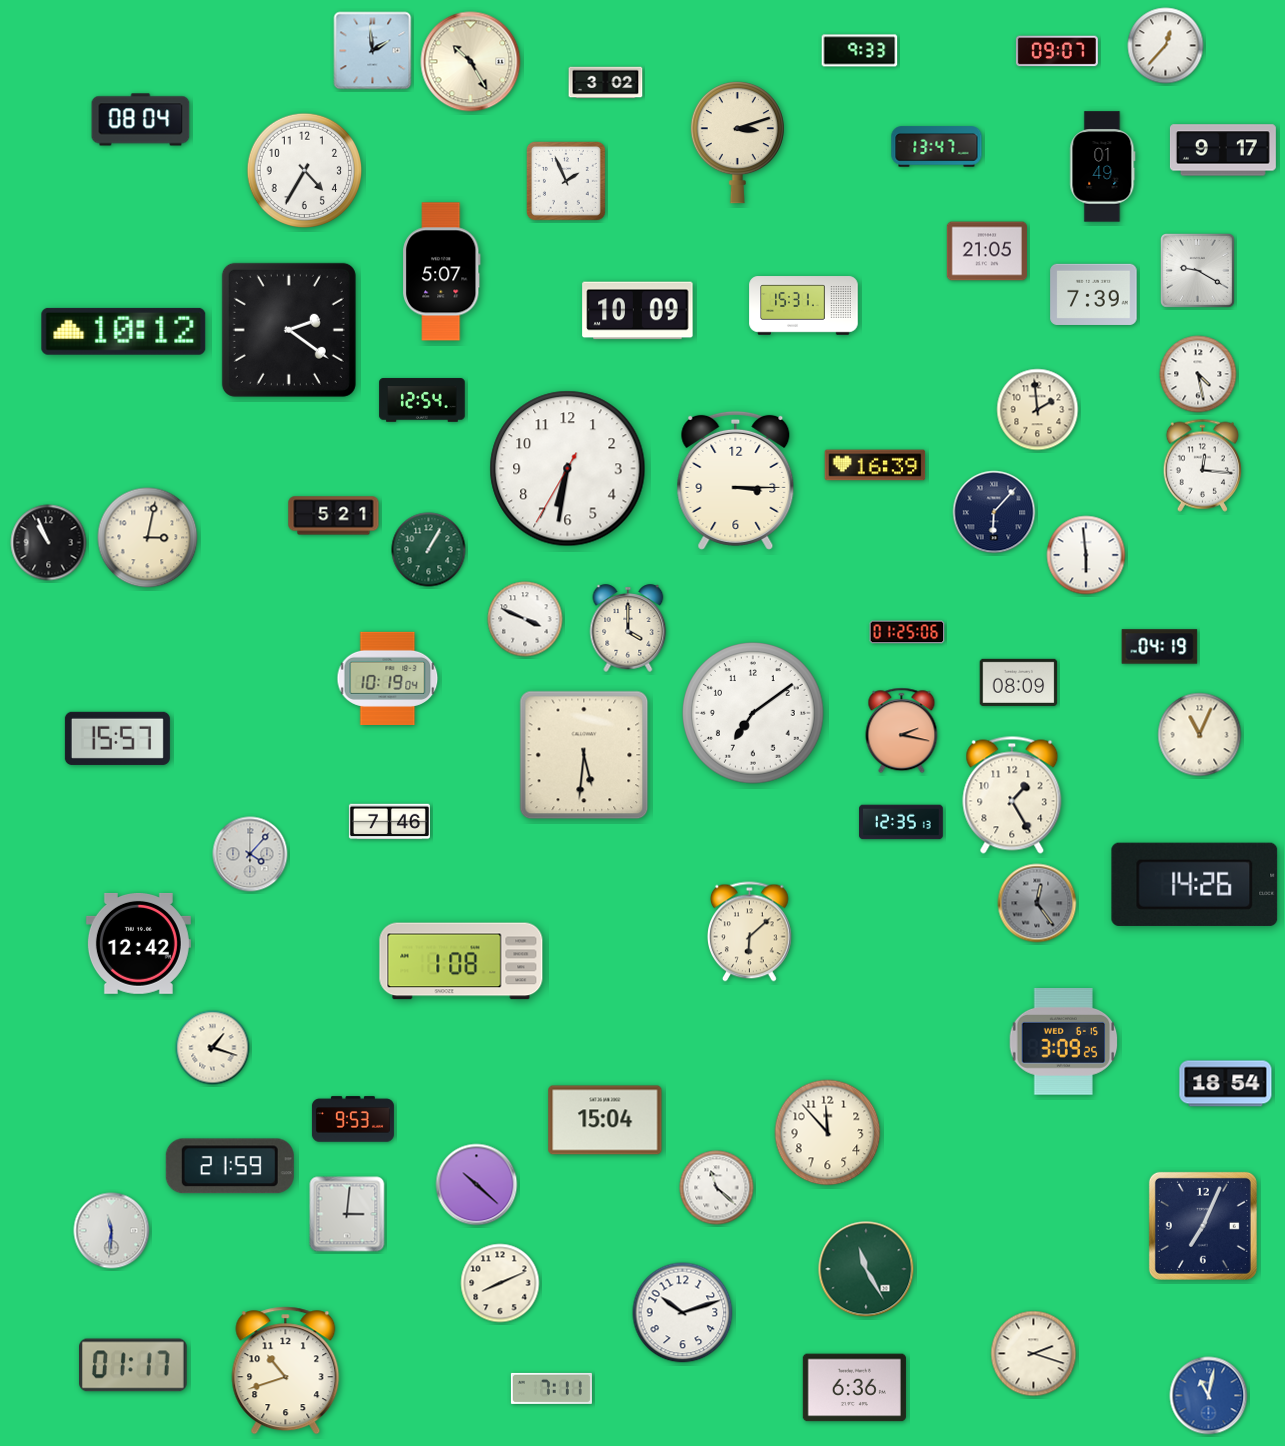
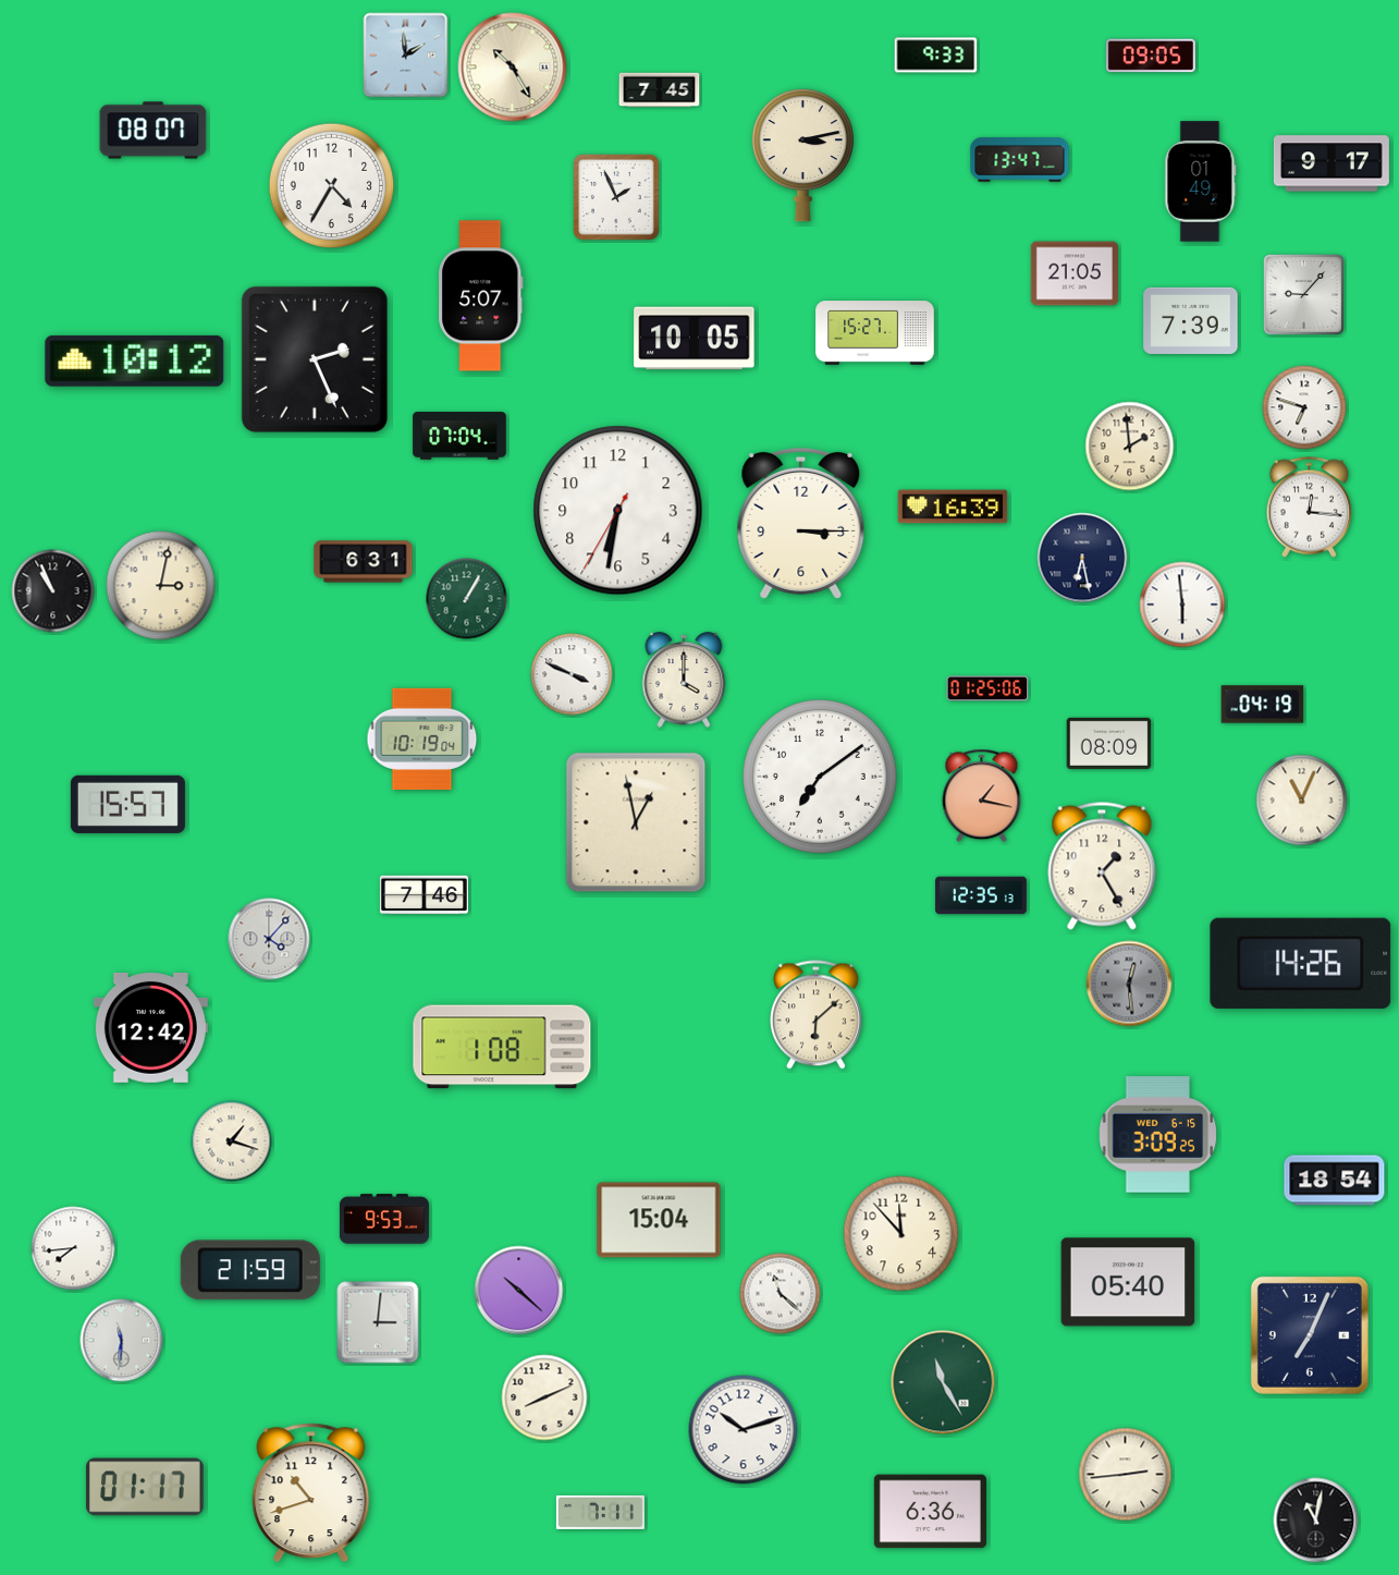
clock at (1166, 46): 12:37 -> none
clock at (1057, 51): 09:07 -> 09:05
clock at (606, 83): 3:02 -> 7:45
clock at (141, 120): 08:04 -> 08:07
clock at (737, 143): 3:12 -> 3:13
clock at (1197, 270): 9:20 -> 9:07
clock at (804, 306): 15:31 -> 15:27
clock at (638, 311): 10:09 -> 10:05
clock at (289, 330): 2:21 -> 2:26
clock at (1198, 374): 4:28 -> 6:48
clock at (422, 400): 12:54 -> 07:04
clock at (994, 512): 6:07 -> 6:28
clock at (334, 516): 5:21 -> 6:31
clock at (628, 628) position: (628, 628) -> (684, 680)
clock at (902, 731): 2:17 -> 1:17
clock at (1200, 735) position: (1200, 735) -> (1302, 801)
clock at (584, 755): 5:31 -> 12:58
clock at (250, 854) position: (250, 854) -> (269, 939)
clock at (1037, 903): 12:24 -> 12:29
clock at (73, 1248): none -> 7:44
clock at (1128, 1282): none -> 05:40
clock at (1034, 1354): 2:18 -> 2:44
clock at (1209, 1396) dial: blue -> black
